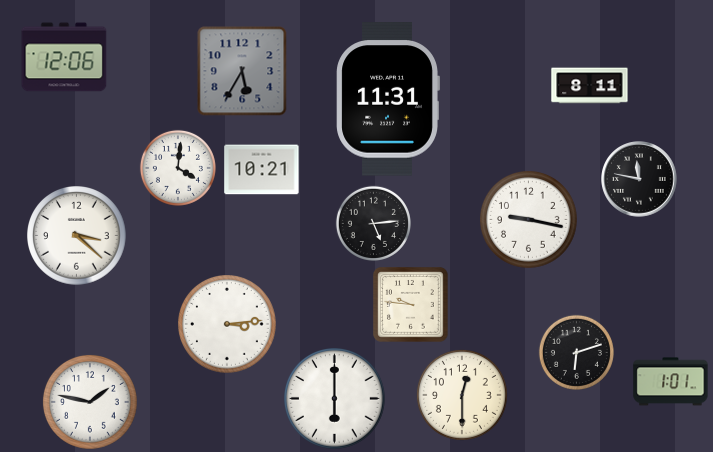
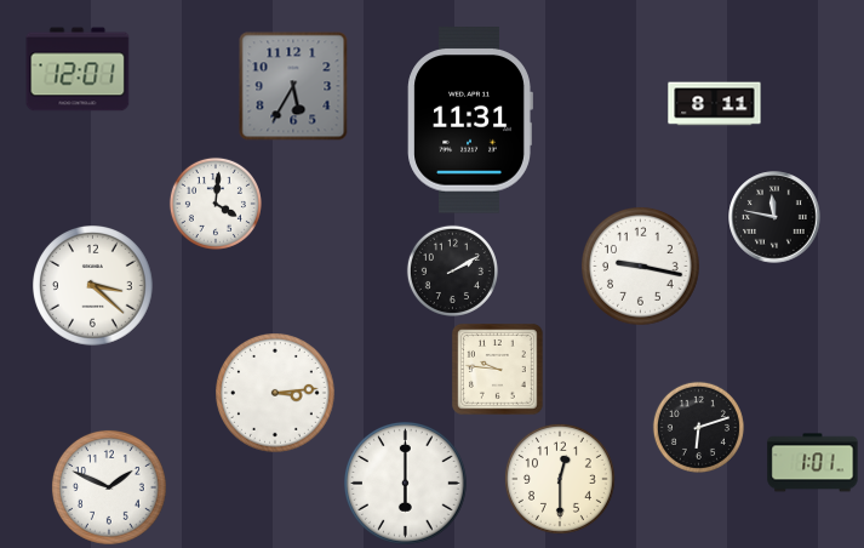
clock at (64, 57): 12:06 -> 12:01
clock at (262, 170): 10:21 -> none
clock at (373, 223): 5:14 -> 2:10
clock at (91, 403): 1:47 -> 1:49
